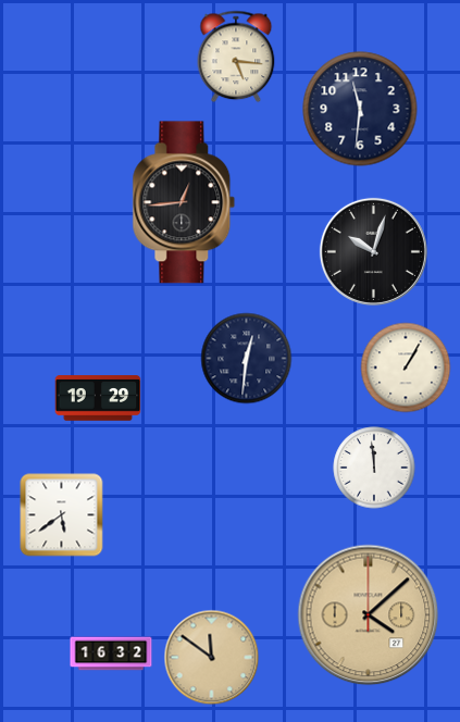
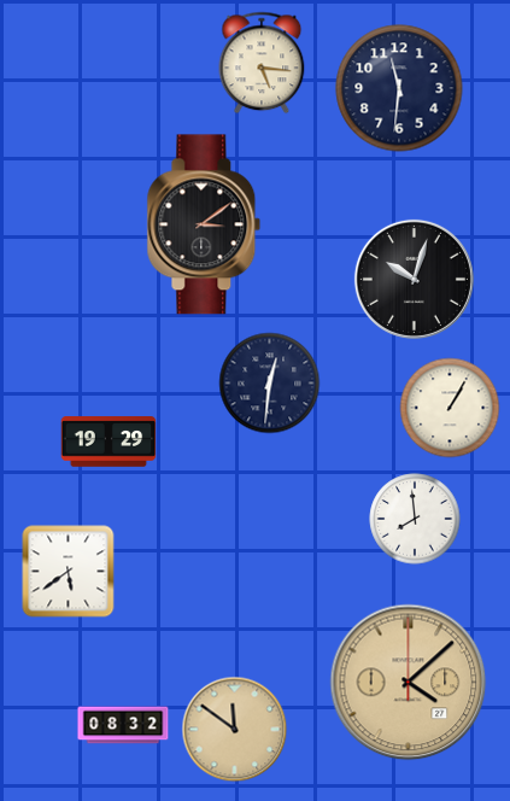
clock at (360, 109) position: (360, 109) -> (399, 88)
clock at (184, 202): 12:44 -> 3:09
clock at (247, 359) position: (247, 359) -> (270, 384)
clock at (374, 468): 11:59 -> 7:59
clock at (111, 653): 16:32 -> 08:32
